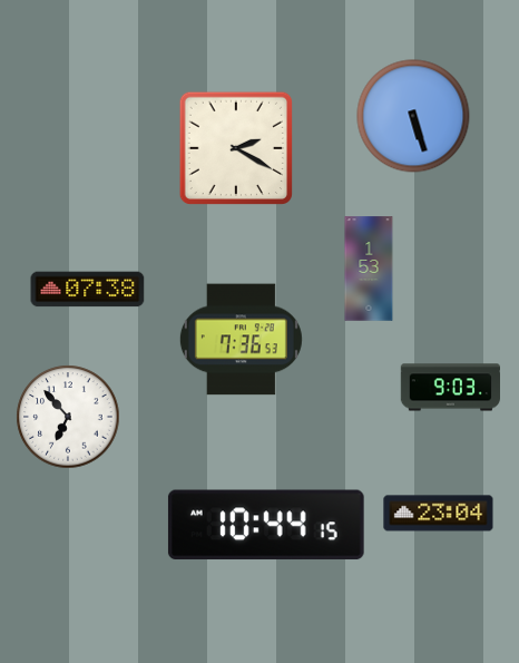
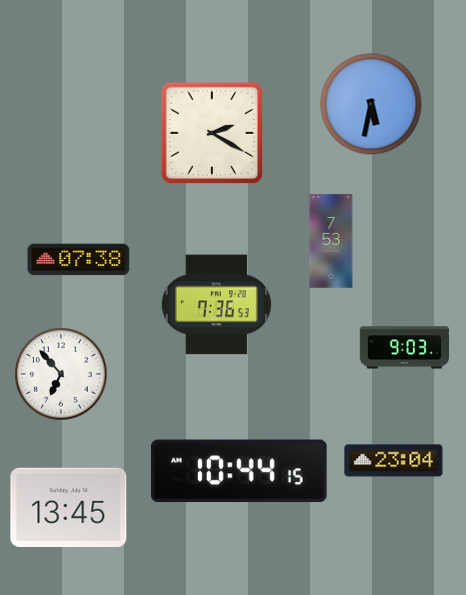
clock at (413, 116): 5:27 -> 5:32
clock at (369, 269): 1:53 -> 7:53
clock at (69, 507): none -> 13:45
